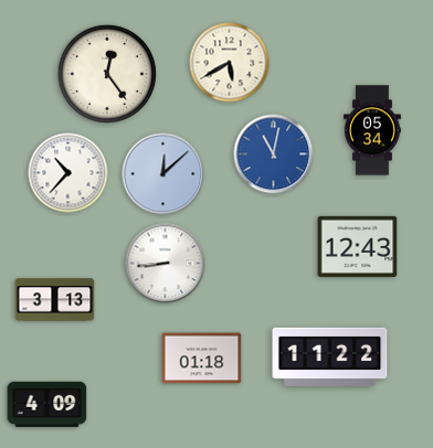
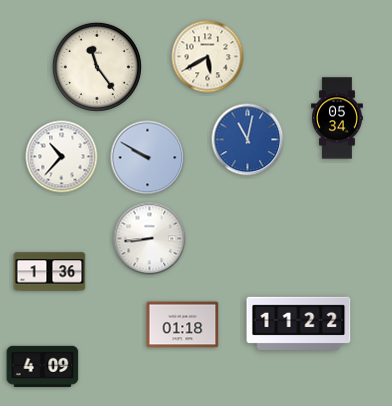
clock at (107, 74): 12:24 -> 11:24
clock at (163, 174): 12:08 -> 9:50
clock at (358, 246): 12:43 -> none
clock at (55, 300): 3:13 -> 1:36
